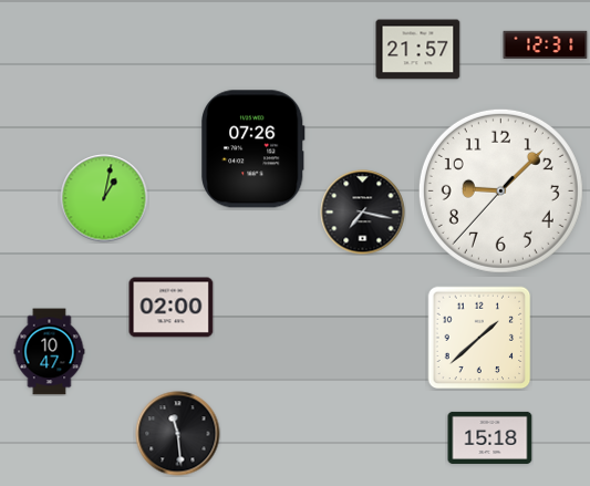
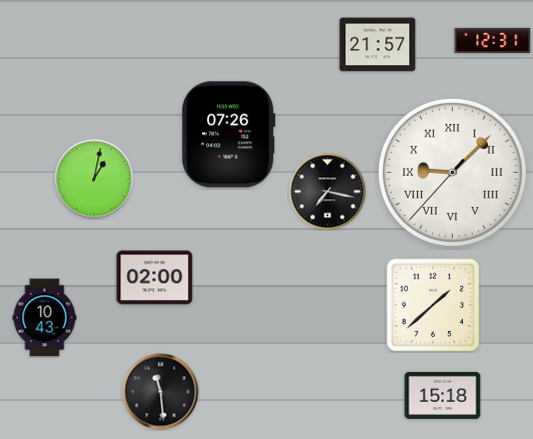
clock at (500, 190) numerals: Arabic -> Roman
clock at (50, 352): 10:47 -> 10:43
